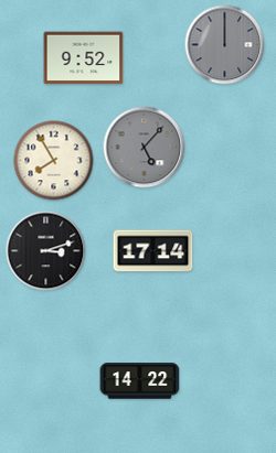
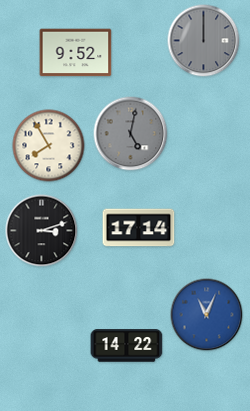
clock at (145, 148): 5:07 -> 5:02
clock at (46, 251) position: (46, 251) -> (42, 231)
clock at (207, 315): none -> 11:04
